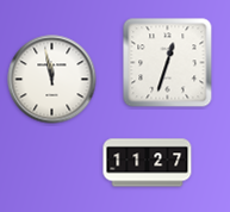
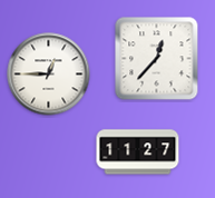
clock at (168, 63): 12:33 -> 12:37
clock at (52, 80): 11:58 -> 12:45
